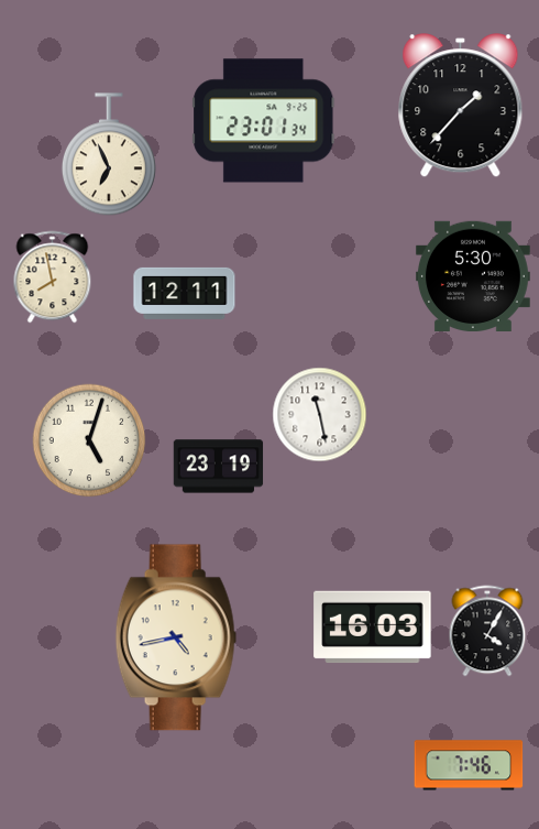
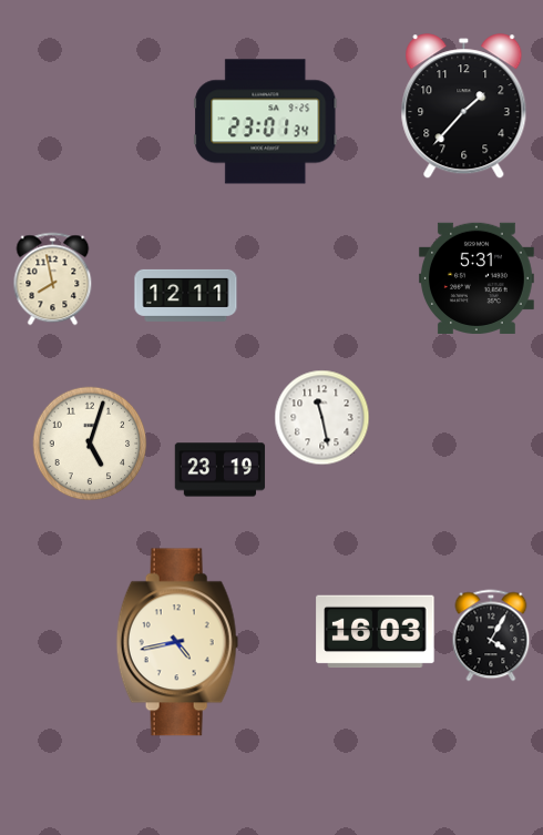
clock at (109, 155): 6:56 -> none
clock at (473, 275): 5:30 -> 5:31
clock at (469, 765): 7:46 -> none
